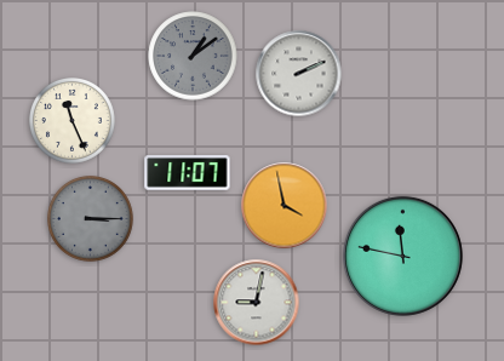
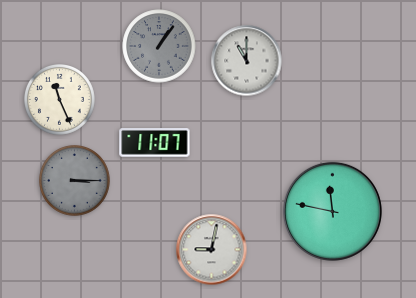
clock at (193, 56): 1:09 -> 1:06
clock at (299, 74): 2:11 -> 11:00
clock at (285, 206): 3:58 -> none
